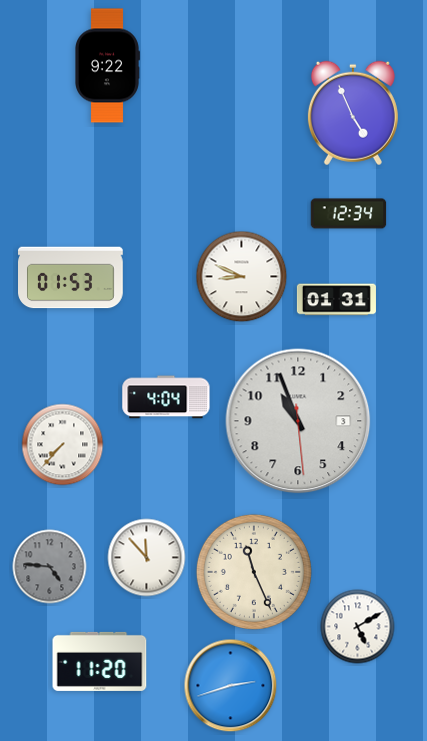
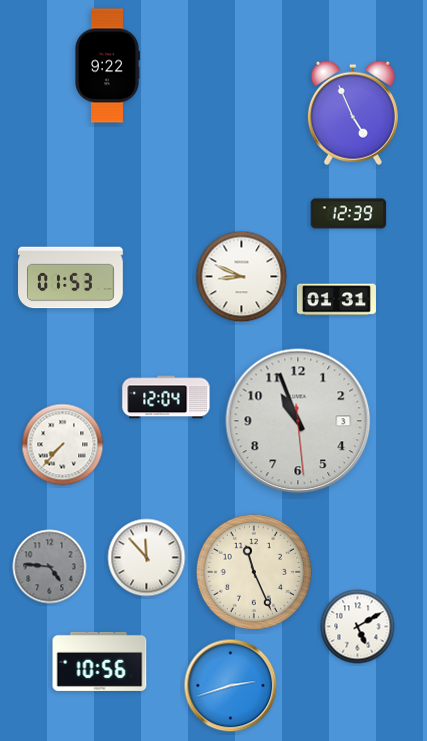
clock at (349, 214): 12:34 -> 12:39
clock at (166, 397): 4:04 -> 12:04
clock at (100, 661): 11:20 -> 10:56
